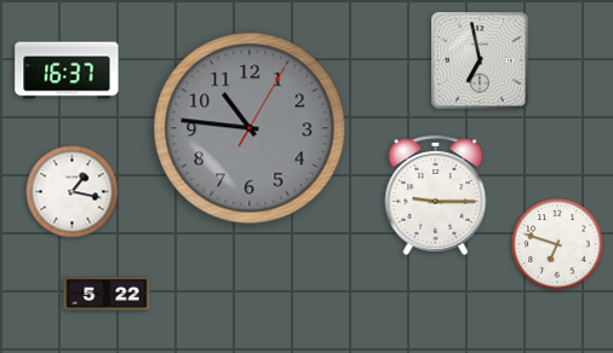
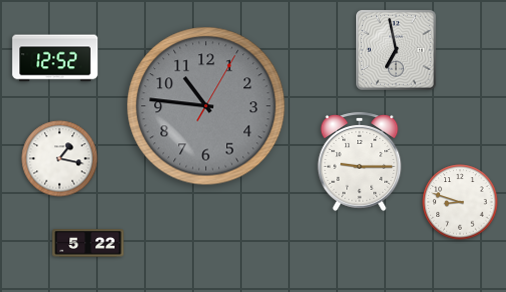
clock at (67, 70): 16:37 -> 12:52
clock at (557, 244): 6:48 -> 8:48
